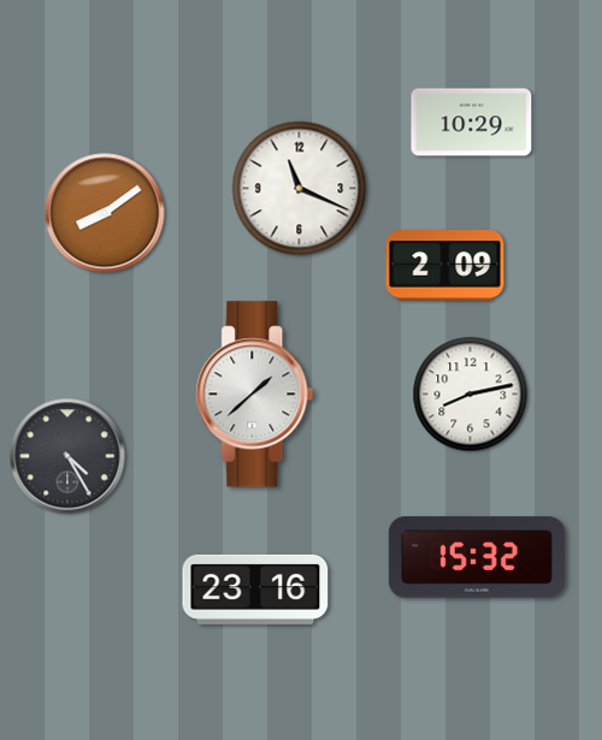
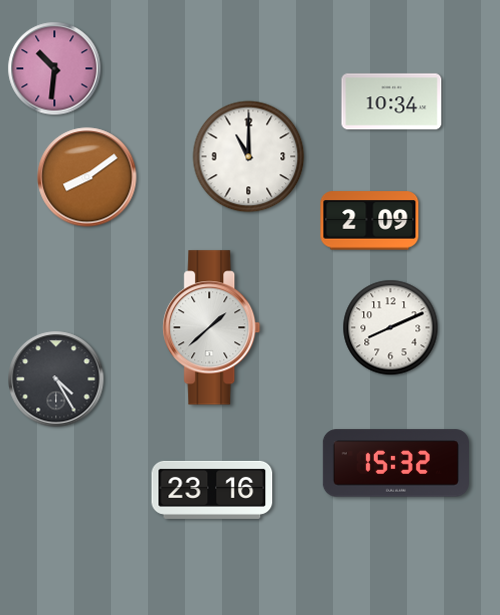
clock at (55, 69): none -> 10:31
clock at (472, 123): 10:29 -> 10:34
clock at (300, 189): 11:19 -> 11:00
clock at (471, 395): 8:13 -> 8:11
